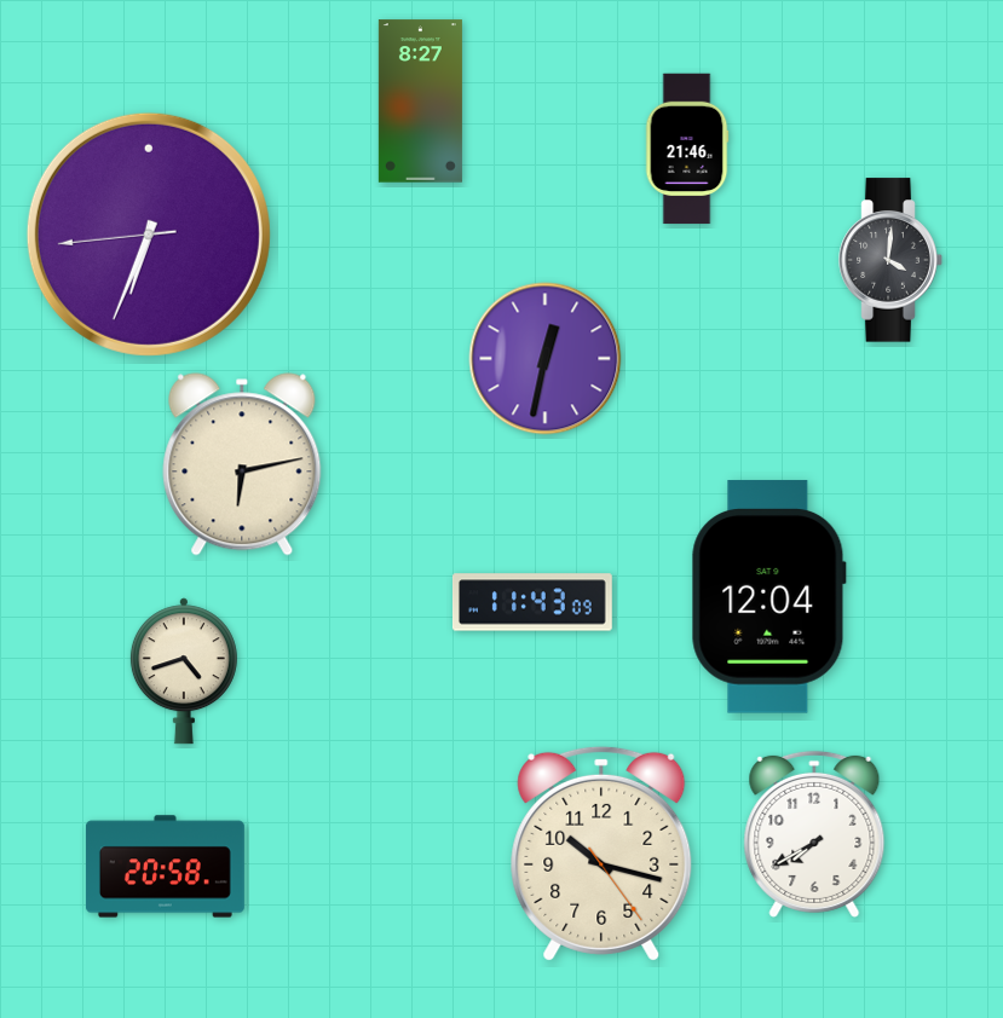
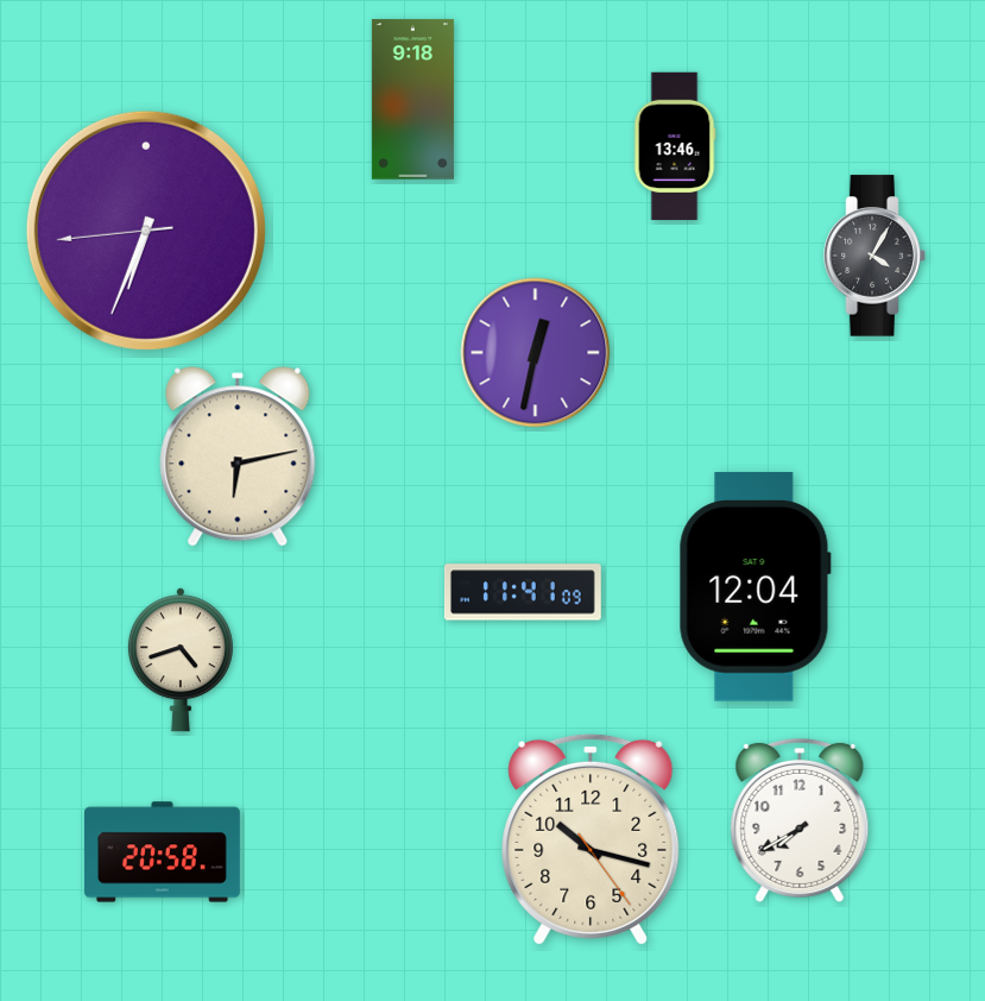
clock at (420, 102): 8:27 -> 9:18
clock at (687, 149): 21:46 -> 13:46
clock at (890, 260): 4:01 -> 4:05
clock at (532, 602): 11:43 -> 11:41
